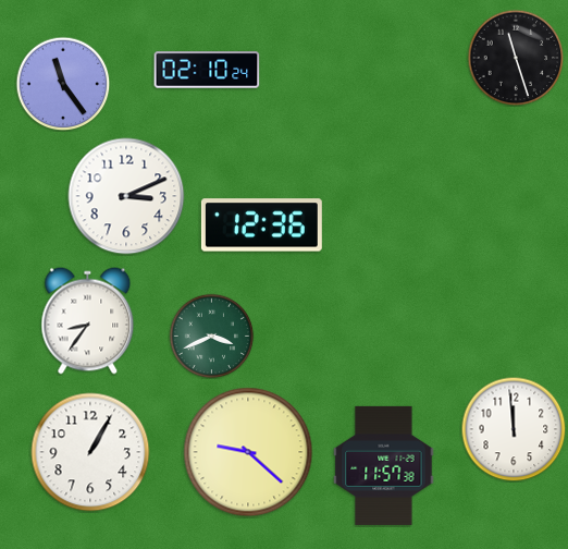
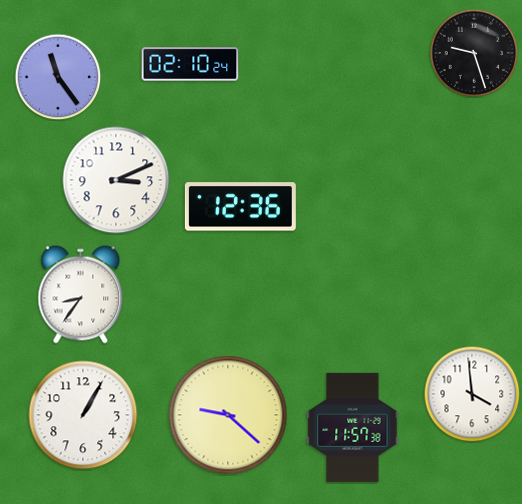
clock at (516, 58): 11:27 -> 9:27
clock at (211, 335): 3:41 -> none
clock at (514, 429): 11:59 -> 3:59
